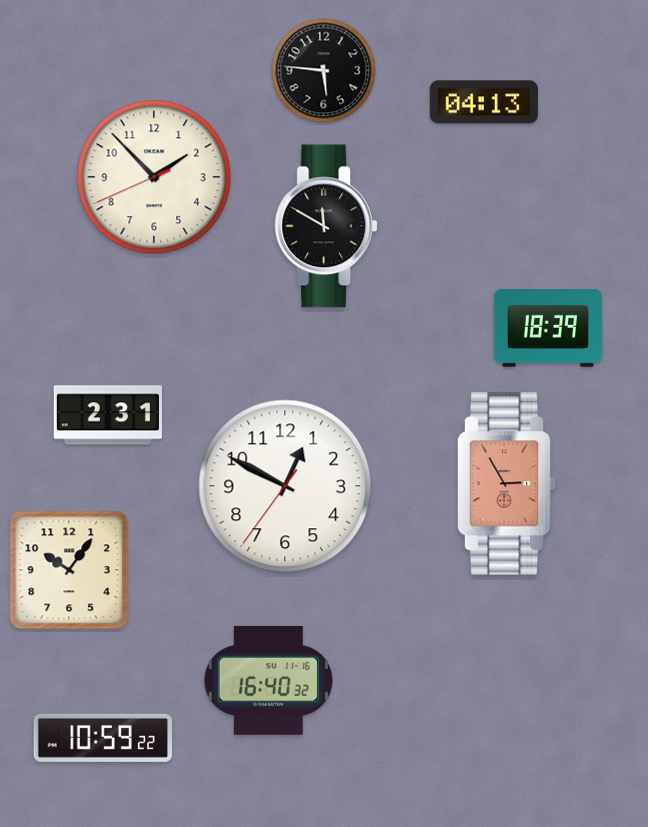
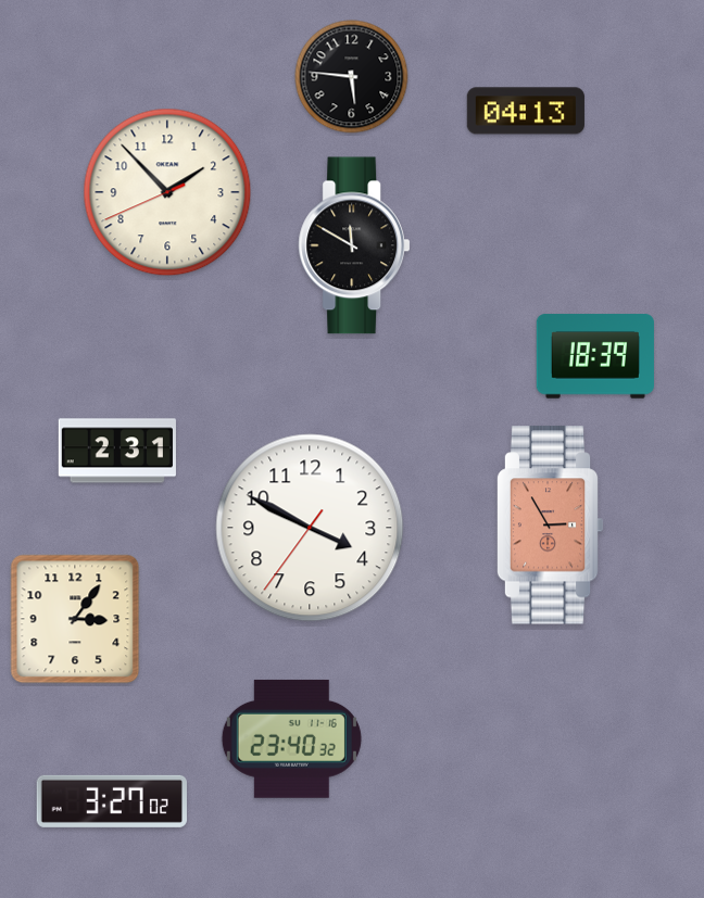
clock at (285, 486): 12:49 -> 3:49
clock at (69, 570): 10:06 -> 3:06
clock at (268, 680): 16:40 -> 23:40
clock at (103, 738): 10:59 -> 3:27
